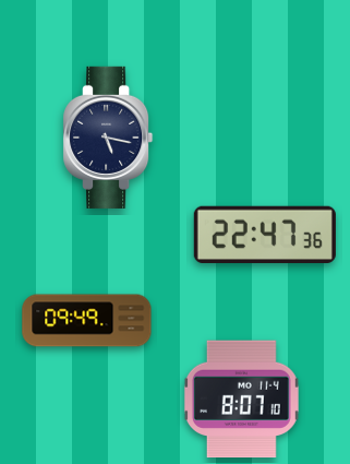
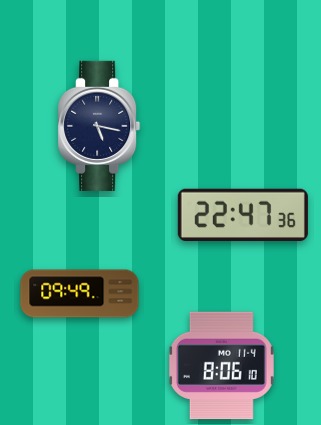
clock at (241, 400): 8:07 -> 8:06
